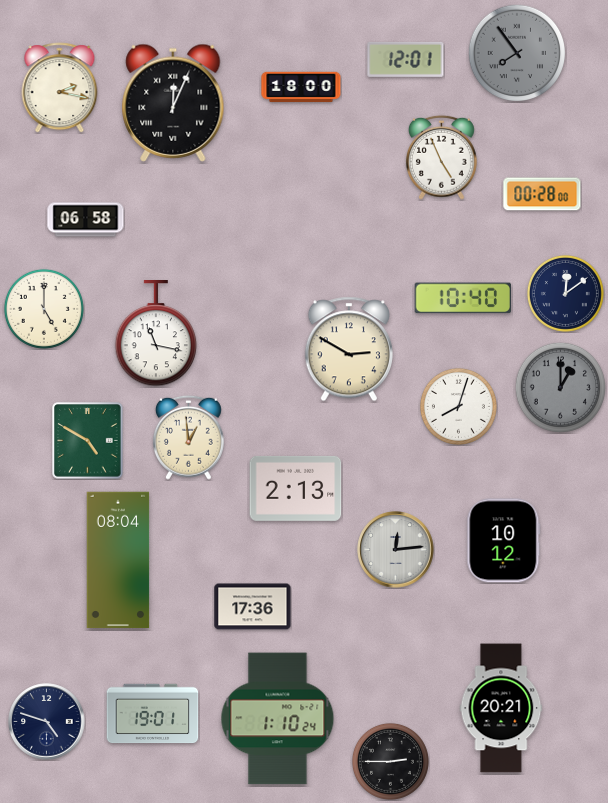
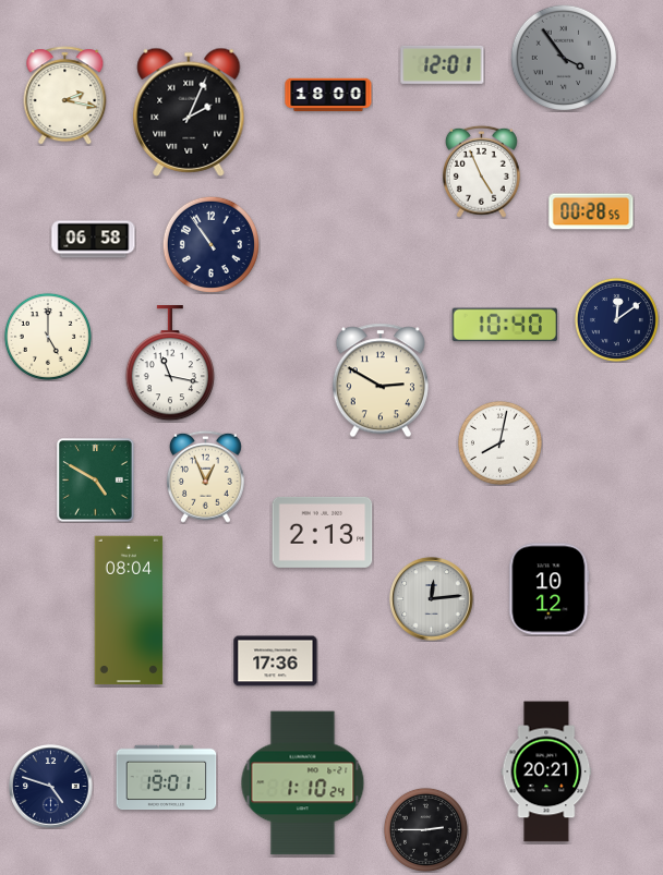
clock at (517, 53): 7:54 -> 3:54
clock at (173, 103): 12:04 -> 2:04
clock at (542, 194): 00:28:00 -> 00:28:55
clock at (210, 244): none -> 10:54
clock at (560, 387): 1:00 -> none
clock at (458, 406): 8:03 -> 8:02
clock at (188, 437): 12:59 -> 12:56
